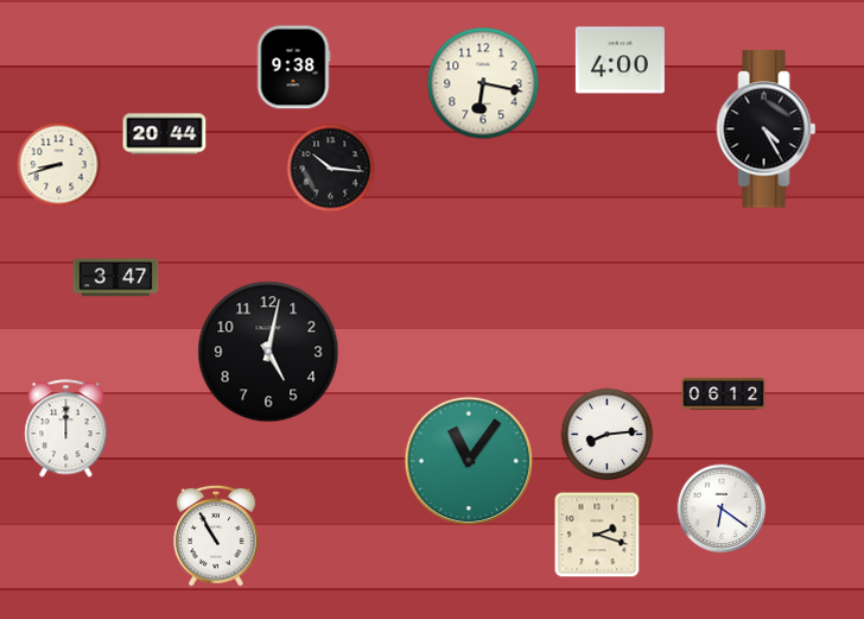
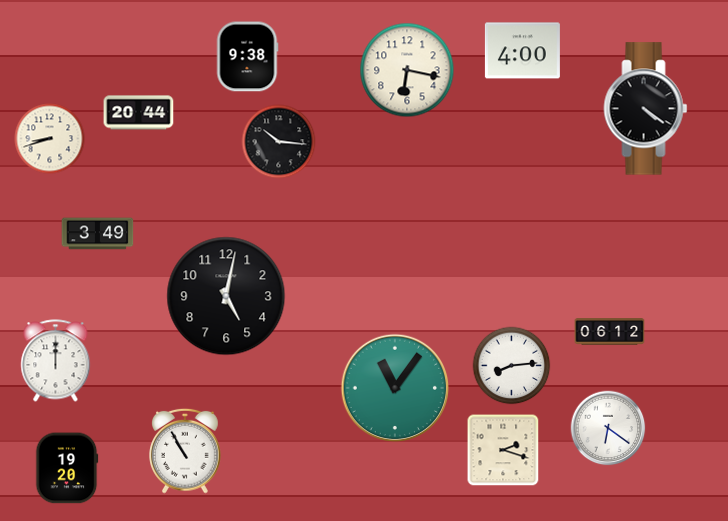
clock at (767, 130): 4:25 -> 4:21
clock at (116, 278): 3:47 -> 3:49
clock at (217, 536) position: (217, 536) -> (186, 451)
clock at (67, 468): none -> 19:20
